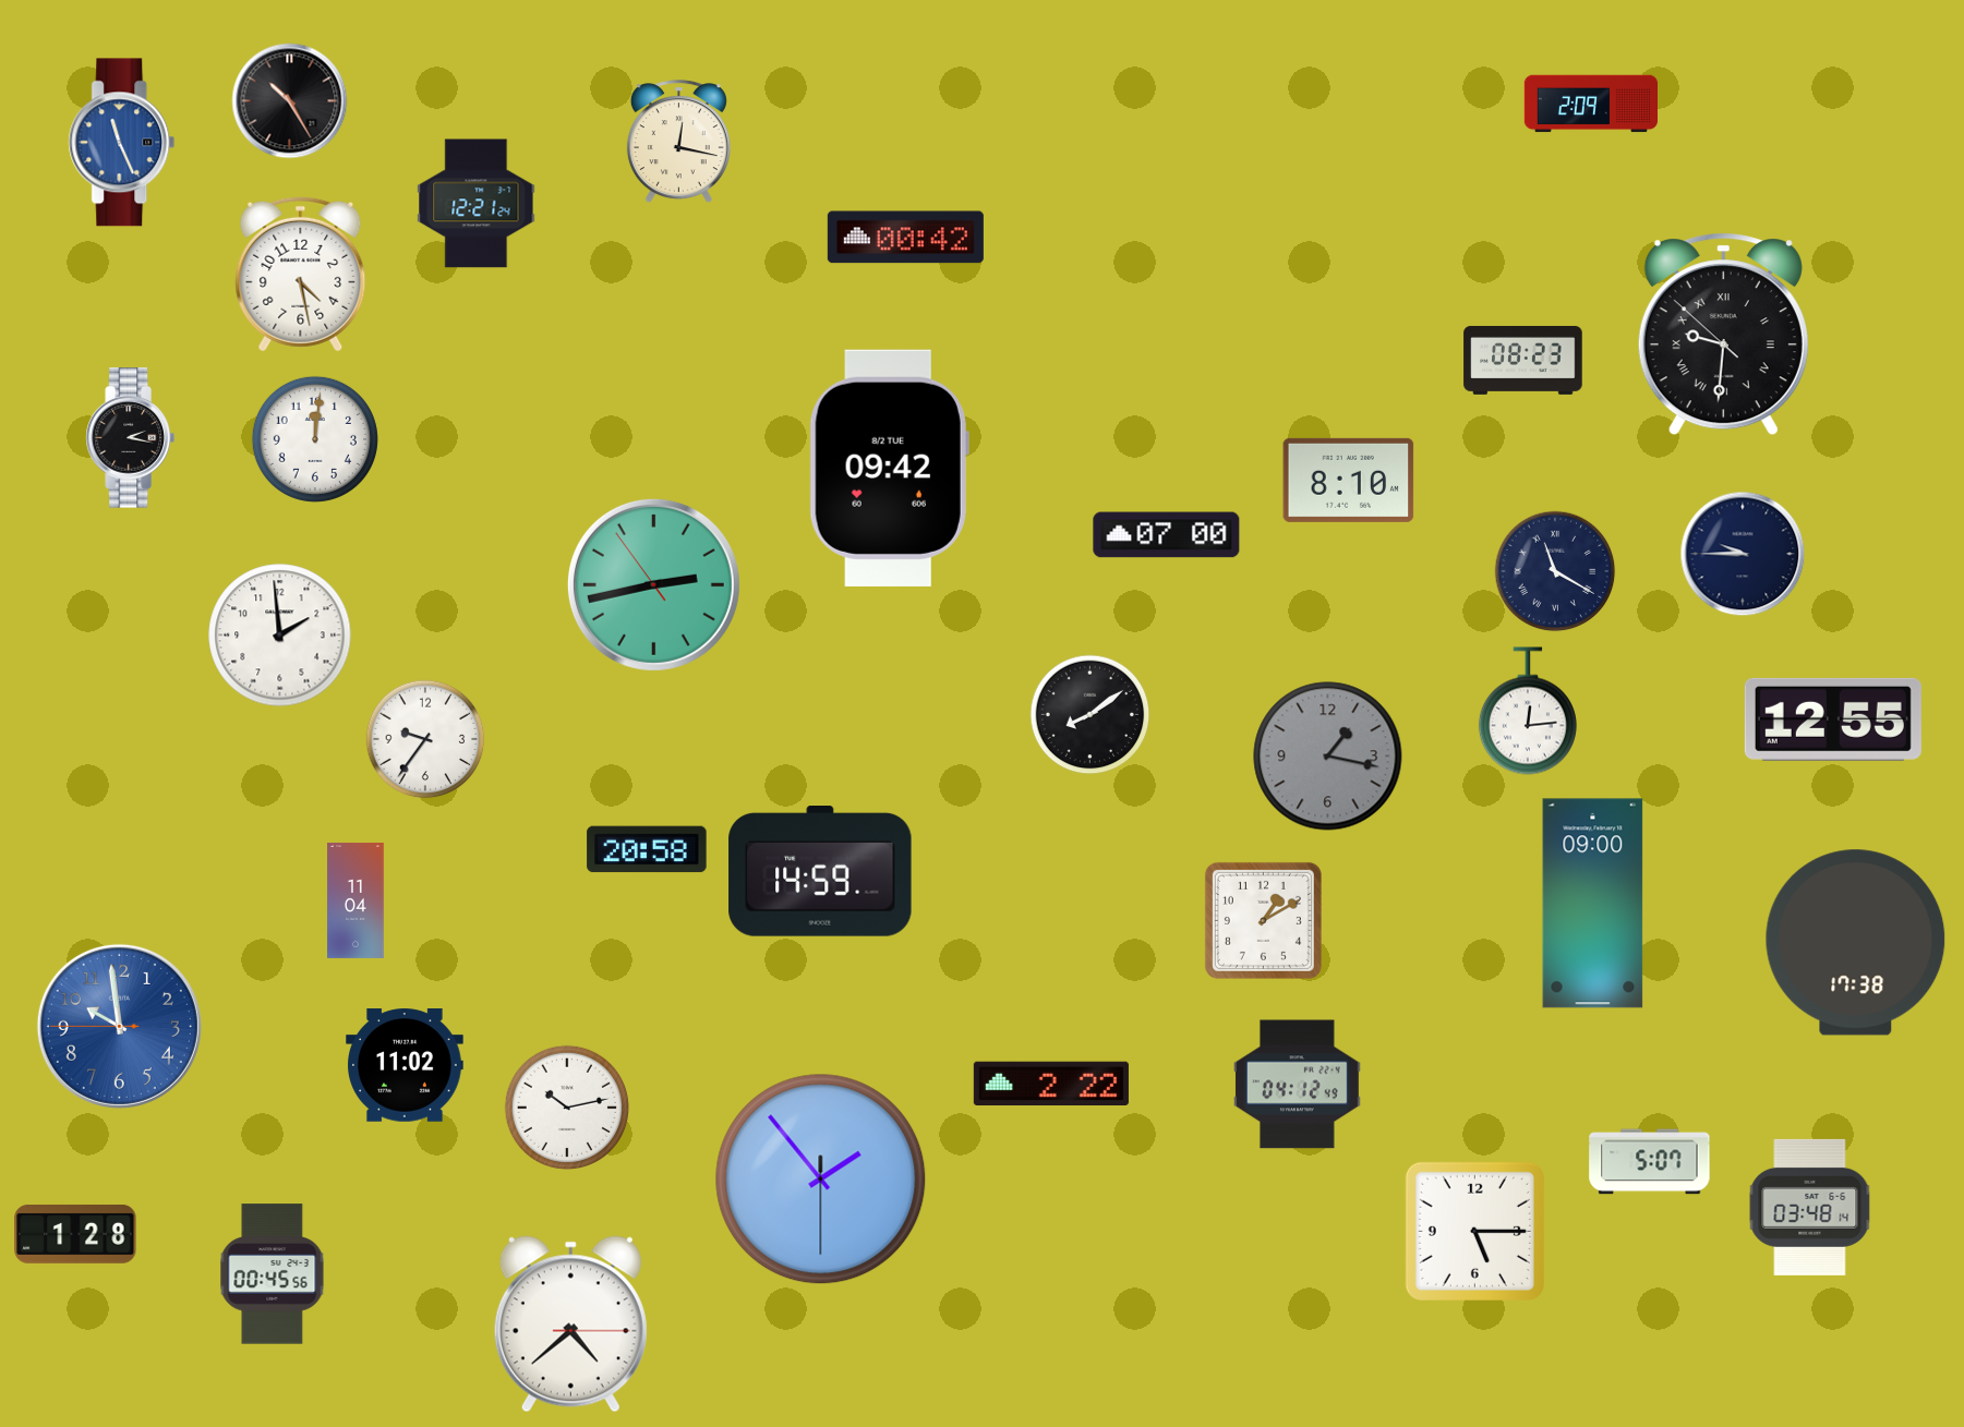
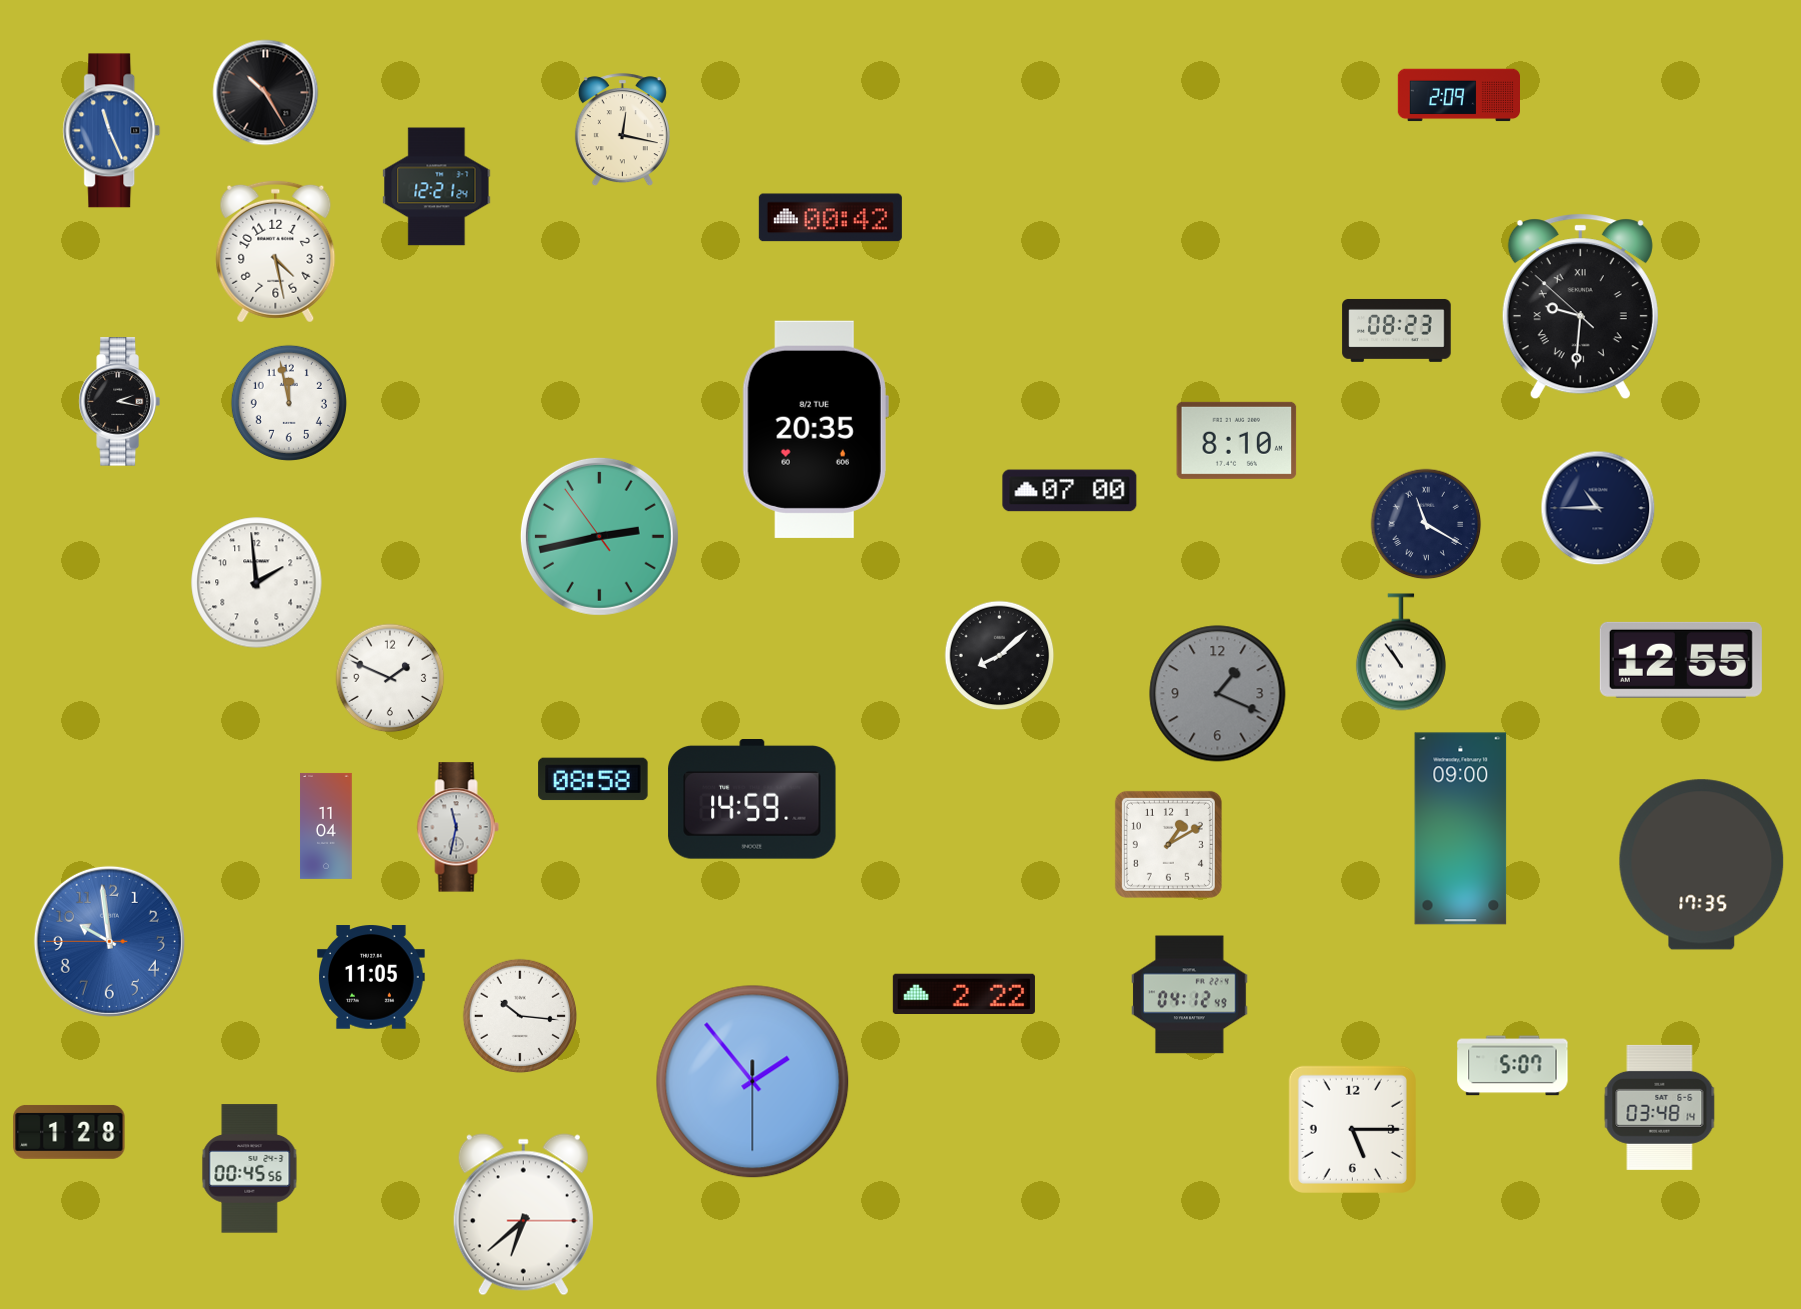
clock at (315, 439): 12:01 -> 11:58
clock at (889, 468): 09:42 -> 20:35
clock at (1743, 554): 9:45 -> 10:45
clock at (1528, 711): 12:14 -> 10:54
clock at (1091, 715): 8:09 -> 8:08
clock at (425, 739): 9:36 -> 1:49
clock at (1328, 757): 1:17 -> 1:19
clock at (647, 849): 20:58 -> 08:58
clock at (458, 827): none -> 11:32
clock at (1263, 920) position: (1263, 920) -> (1168, 844)
clock at (1856, 943): 17:38 -> 17:35
clock at (406, 1065): 11:02 -> 11:05
clock at (567, 1108): 10:13 -> 10:16
clock at (570, 1325): 4:38 -> 6:38
